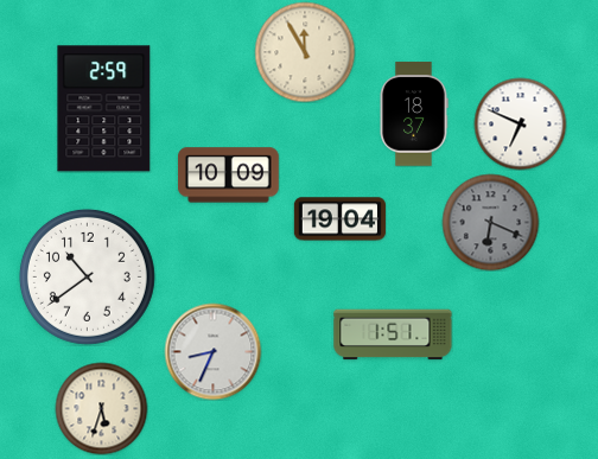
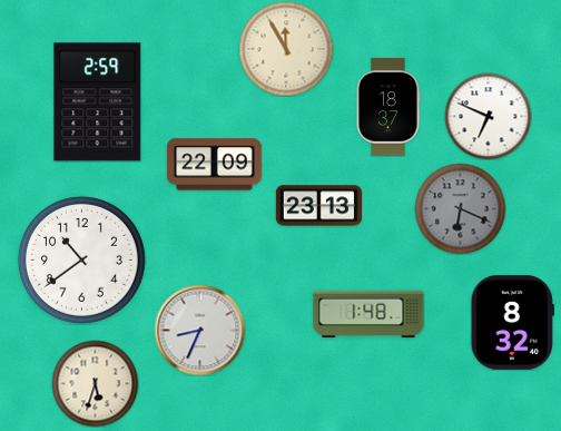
clock at (228, 176): 10:09 -> 22:09
clock at (339, 219): 19:04 -> 23:13
clock at (393, 334): 1:51 -> 1:48
clock at (512, 322): none -> 8:32
